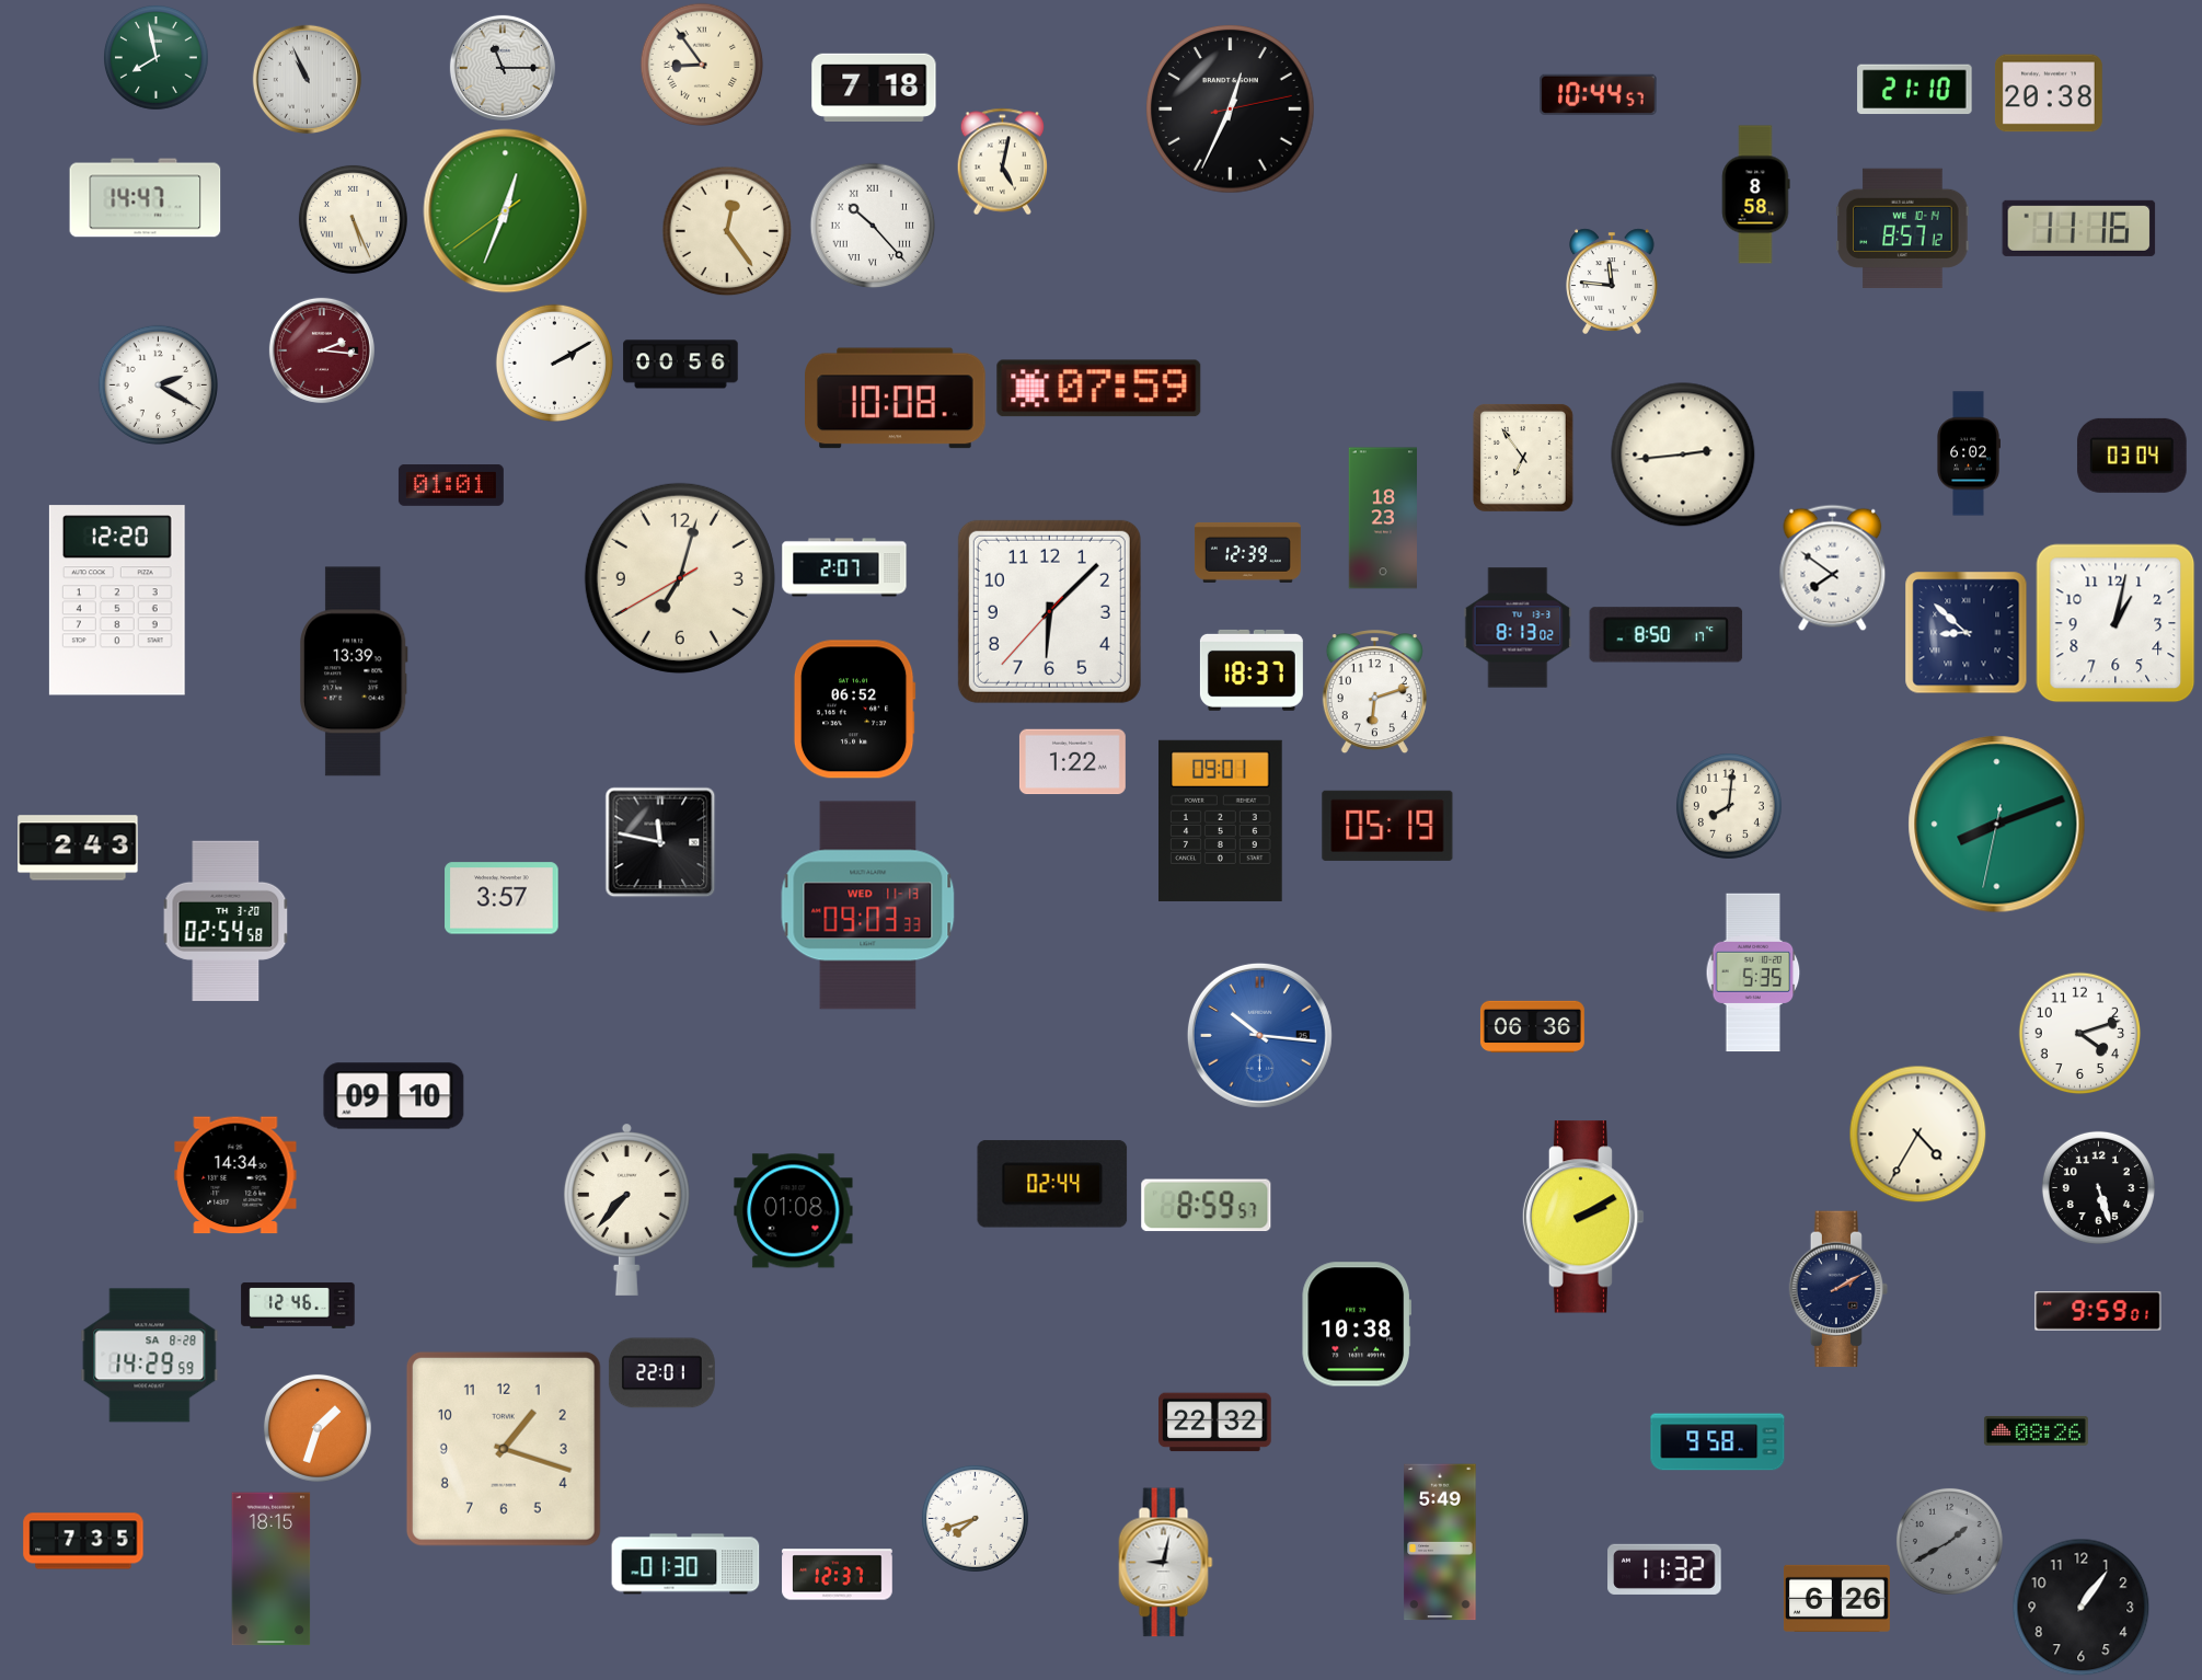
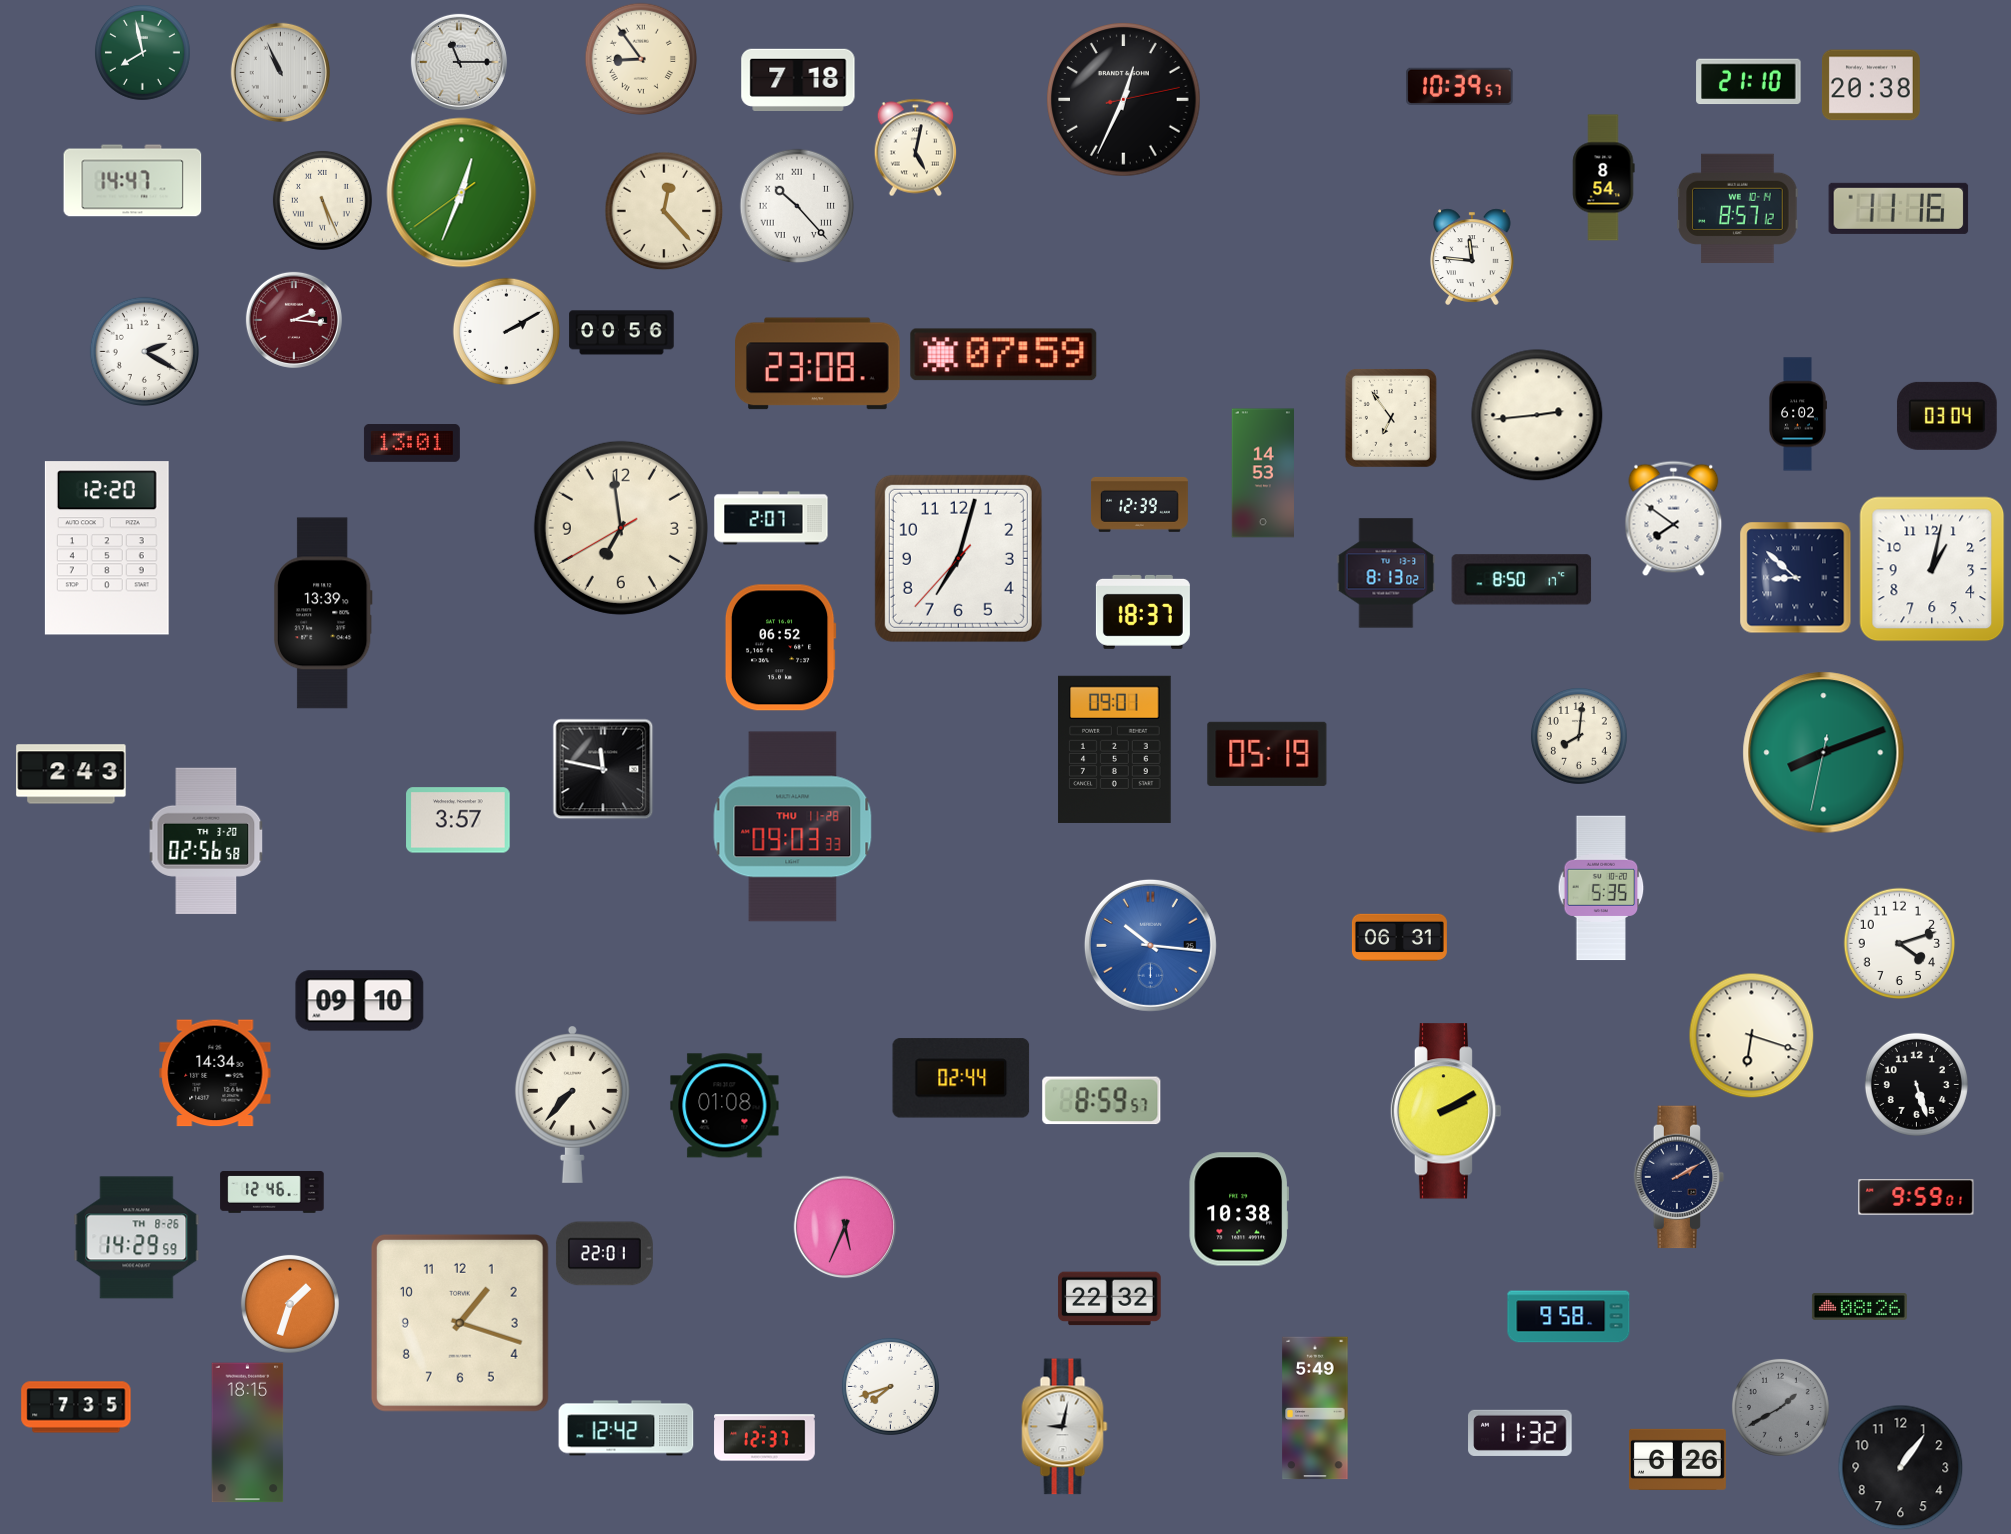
clock at (1599, 94): 10:44 -> 10:39
clock at (1756, 195): 8:58 -> 8:54
clock at (727, 231): 12:24 -> 12:23
clock at (896, 399): 10:08 -> 23:08
clock at (451, 486): 01:01 -> 13:01
clock at (1383, 518): 18:23 -> 14:53
clock at (680, 578): 7:02 -> 6:58
clock at (1049, 611): 6:07 -> 7:02
clock at (1374, 692): 6:12 -> none
clock at (1072, 762): 1:22 -> none
clock at (868, 906) date: WED 11-13 -> THU 11-28
clock at (226, 920): 02:54 -> 02:56
clock at (1532, 1027): 06:36 -> 06:31
clock at (1917, 1134): 4:35 -> 6:18
clock at (1052, 1184) position: (1052, 1184) -> (961, 1078)
clock at (845, 1227): none -> 5:34
clock at (150, 1356) date: SA 8-28 -> TH 8-26
clock at (685, 1564): 01:30 -> 12:42
